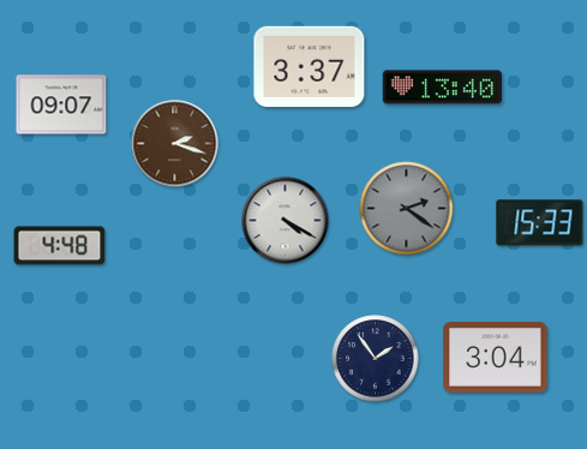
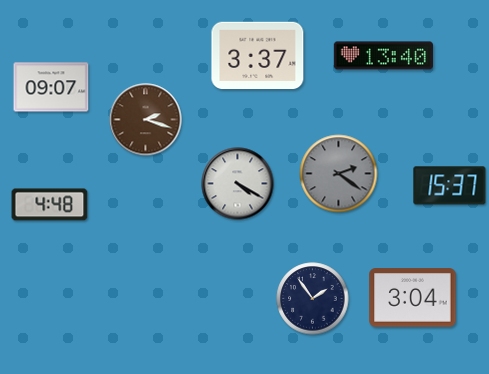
clock at (442, 88) position: (442, 88) -> (383, 56)
clock at (540, 223): 15:33 -> 15:37
